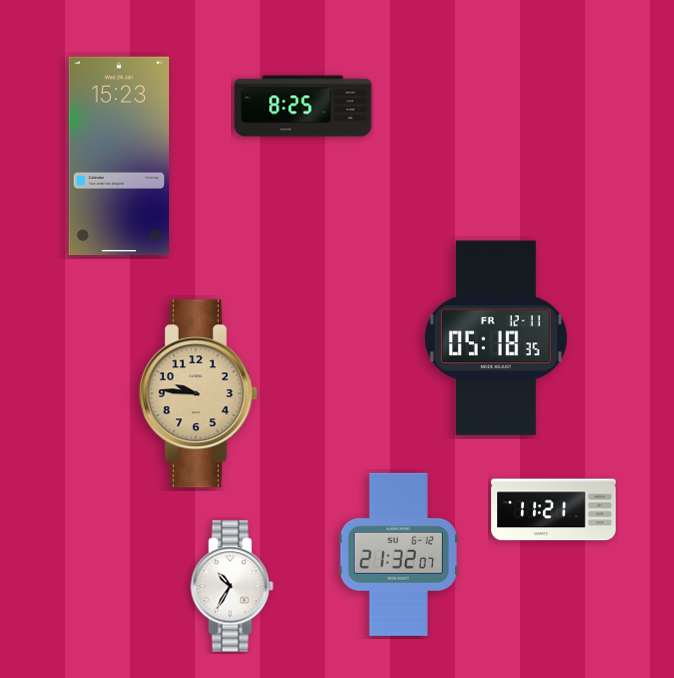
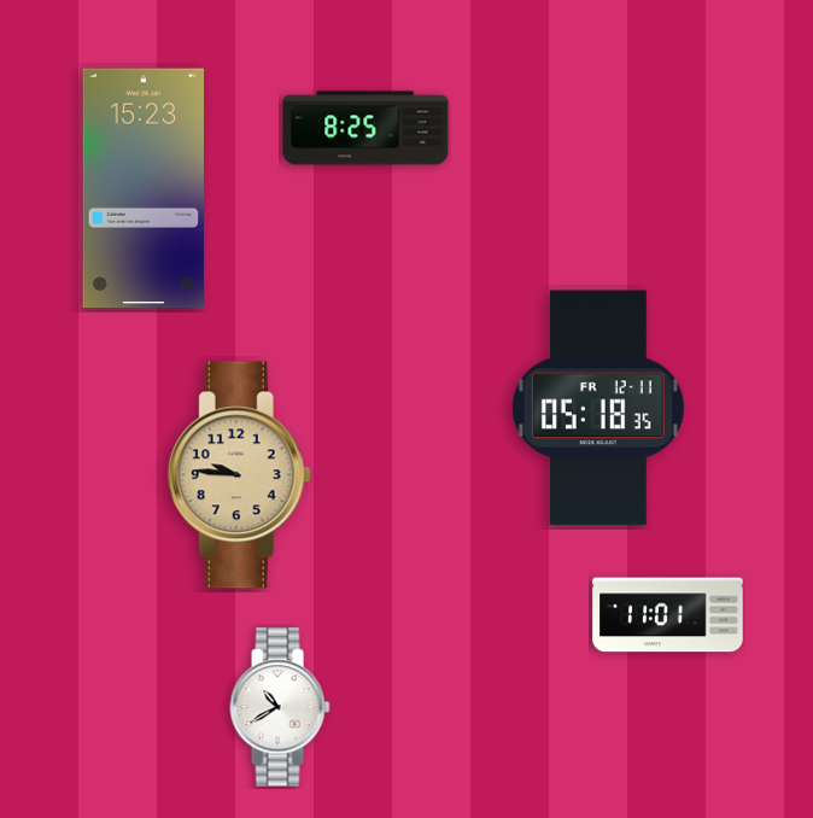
clock at (554, 510): 11:21 -> 11:01
clock at (398, 554): 21:32 -> none
clock at (232, 586): 10:35 -> 10:40
